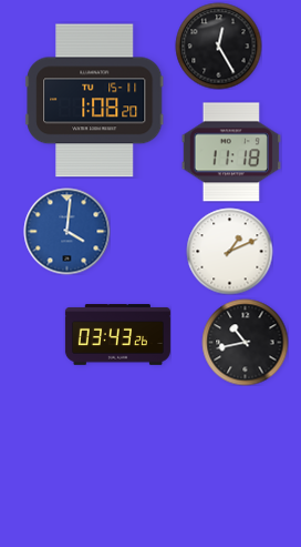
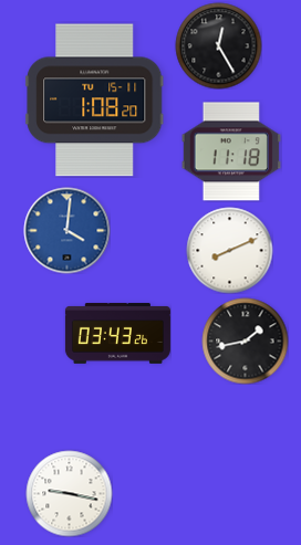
clock at (229, 251): 1:11 -> 8:11
clock at (245, 342): 10:43 -> 1:43
clock at (69, 493): none -> 9:17
